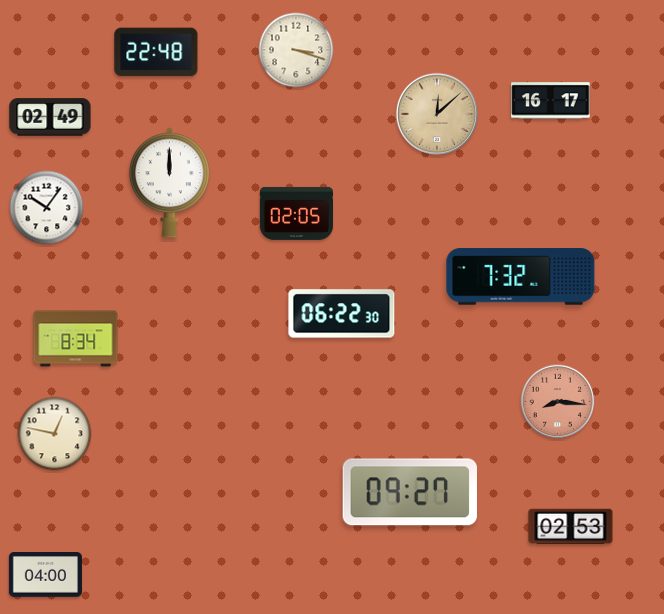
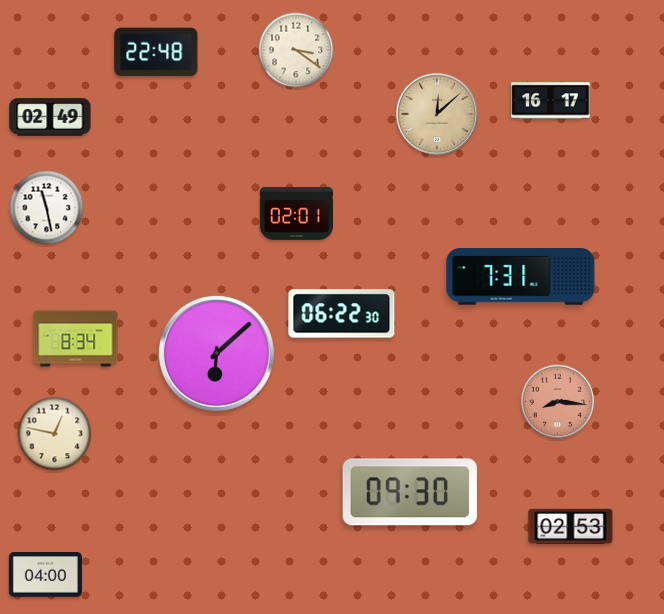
clock at (296, 50): 3:18 -> 3:21
clock at (169, 183): 12:00 -> none
clock at (47, 208): 10:06 -> 11:28
clock at (296, 213): 02:05 -> 02:01
clock at (521, 277): 7:32 -> 7:31
clock at (216, 353): none -> 6:08
clock at (410, 492): 09:27 -> 09:30
